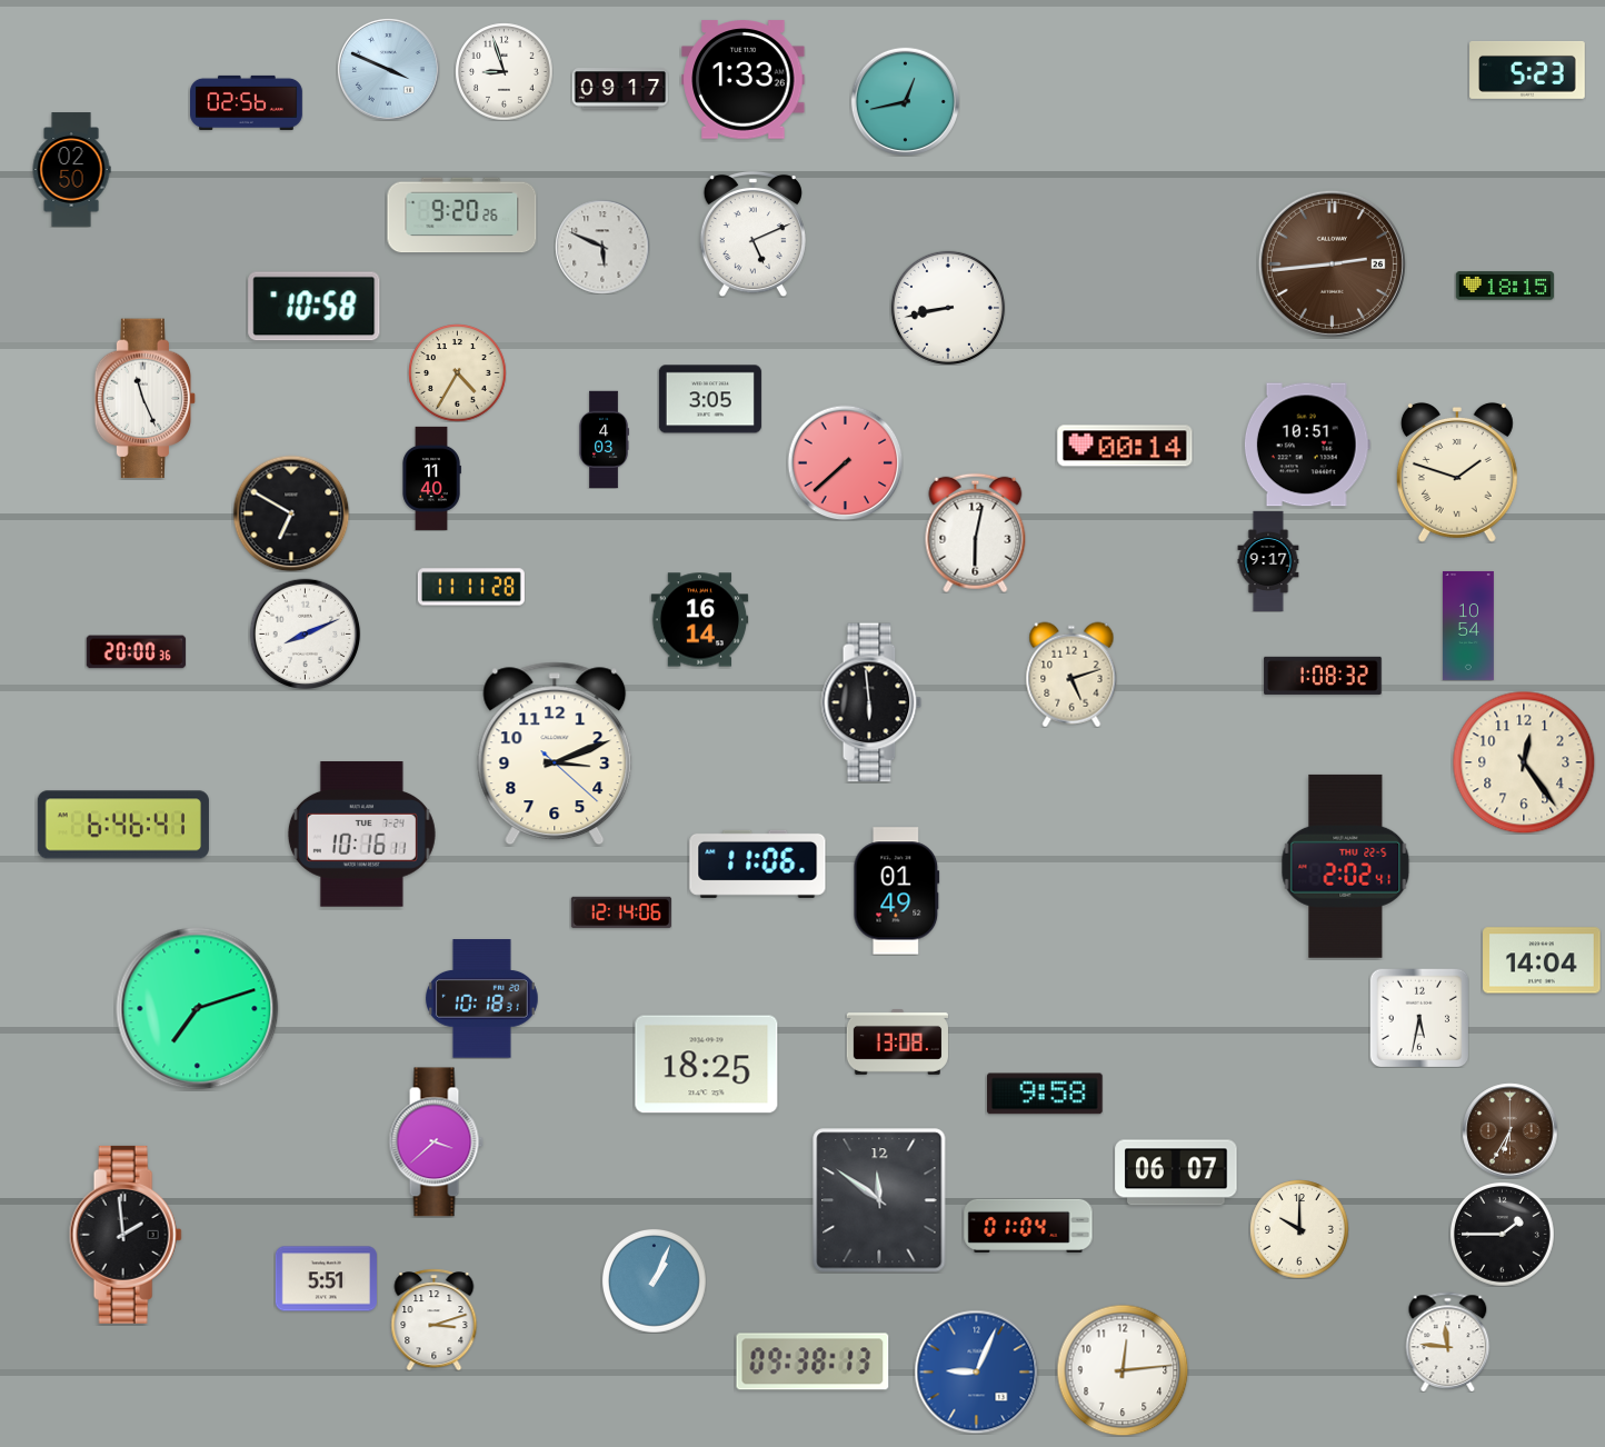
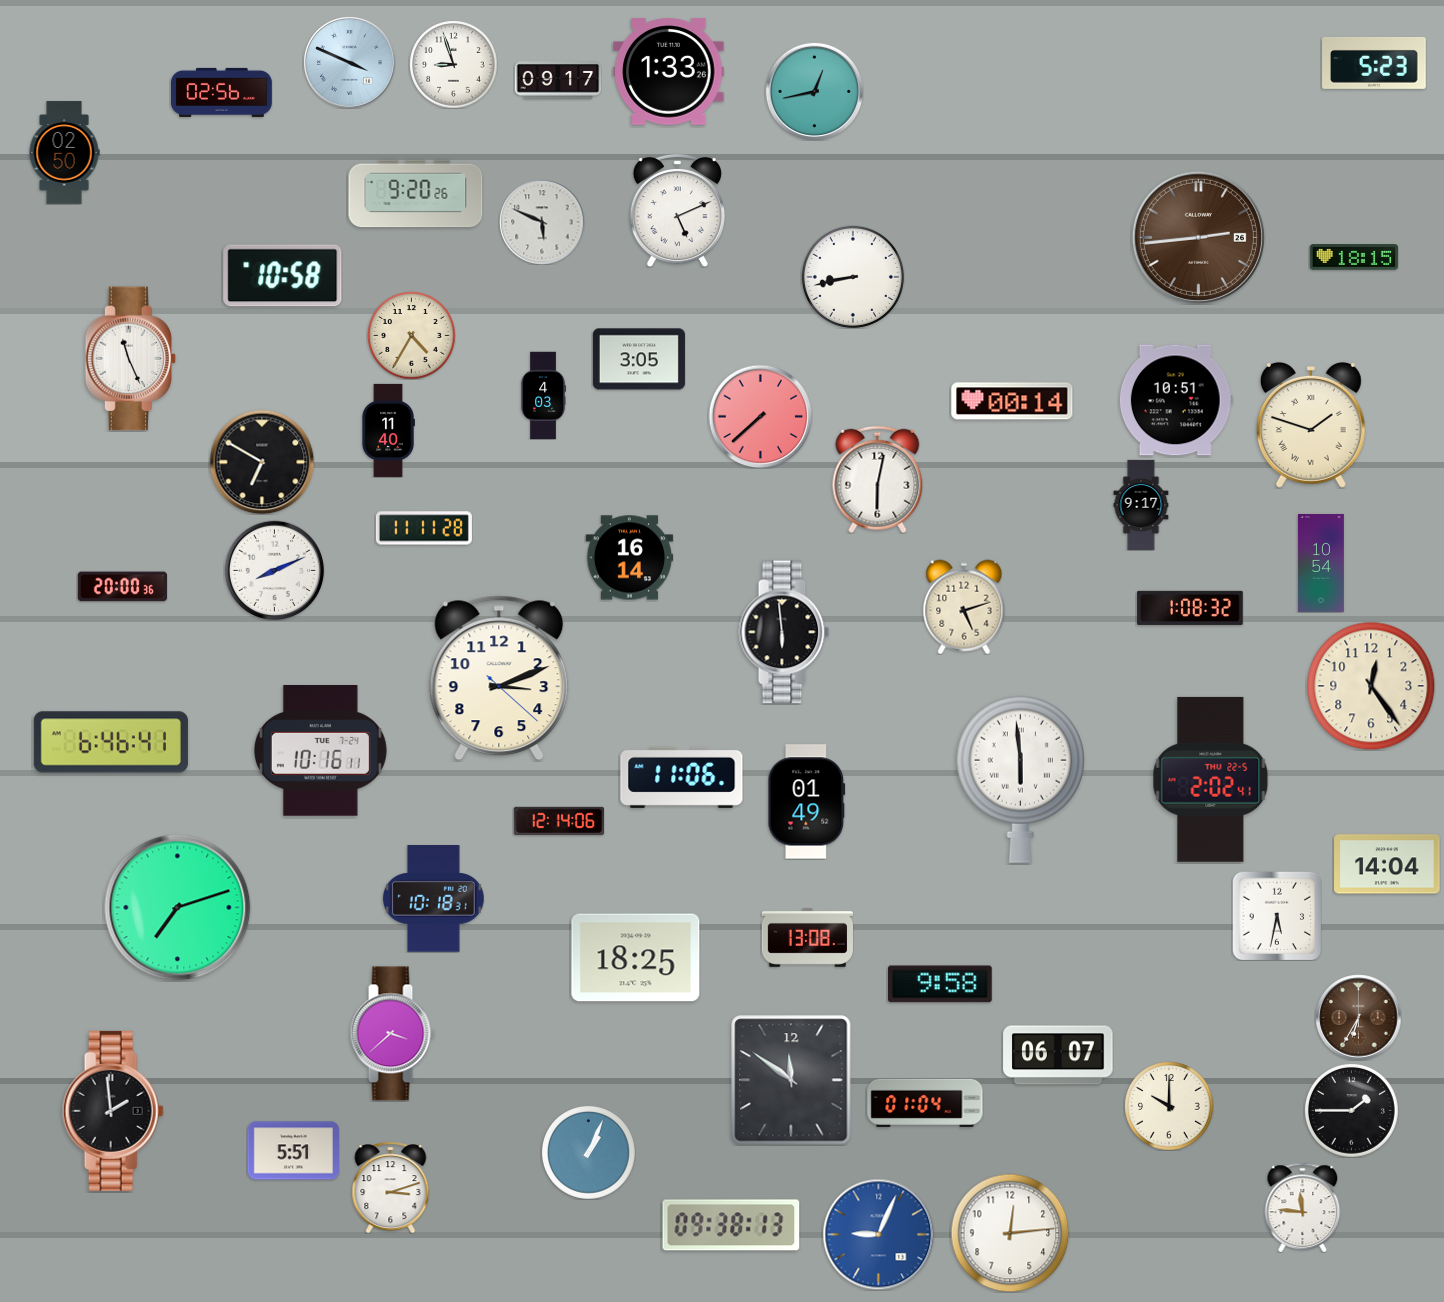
clock at (361, 835) position: (361, 835) -> (320, 751)
clock at (1020, 779): none -> 5:59
clock at (436, 1142) position: (436, 1142) -> (392, 1034)
